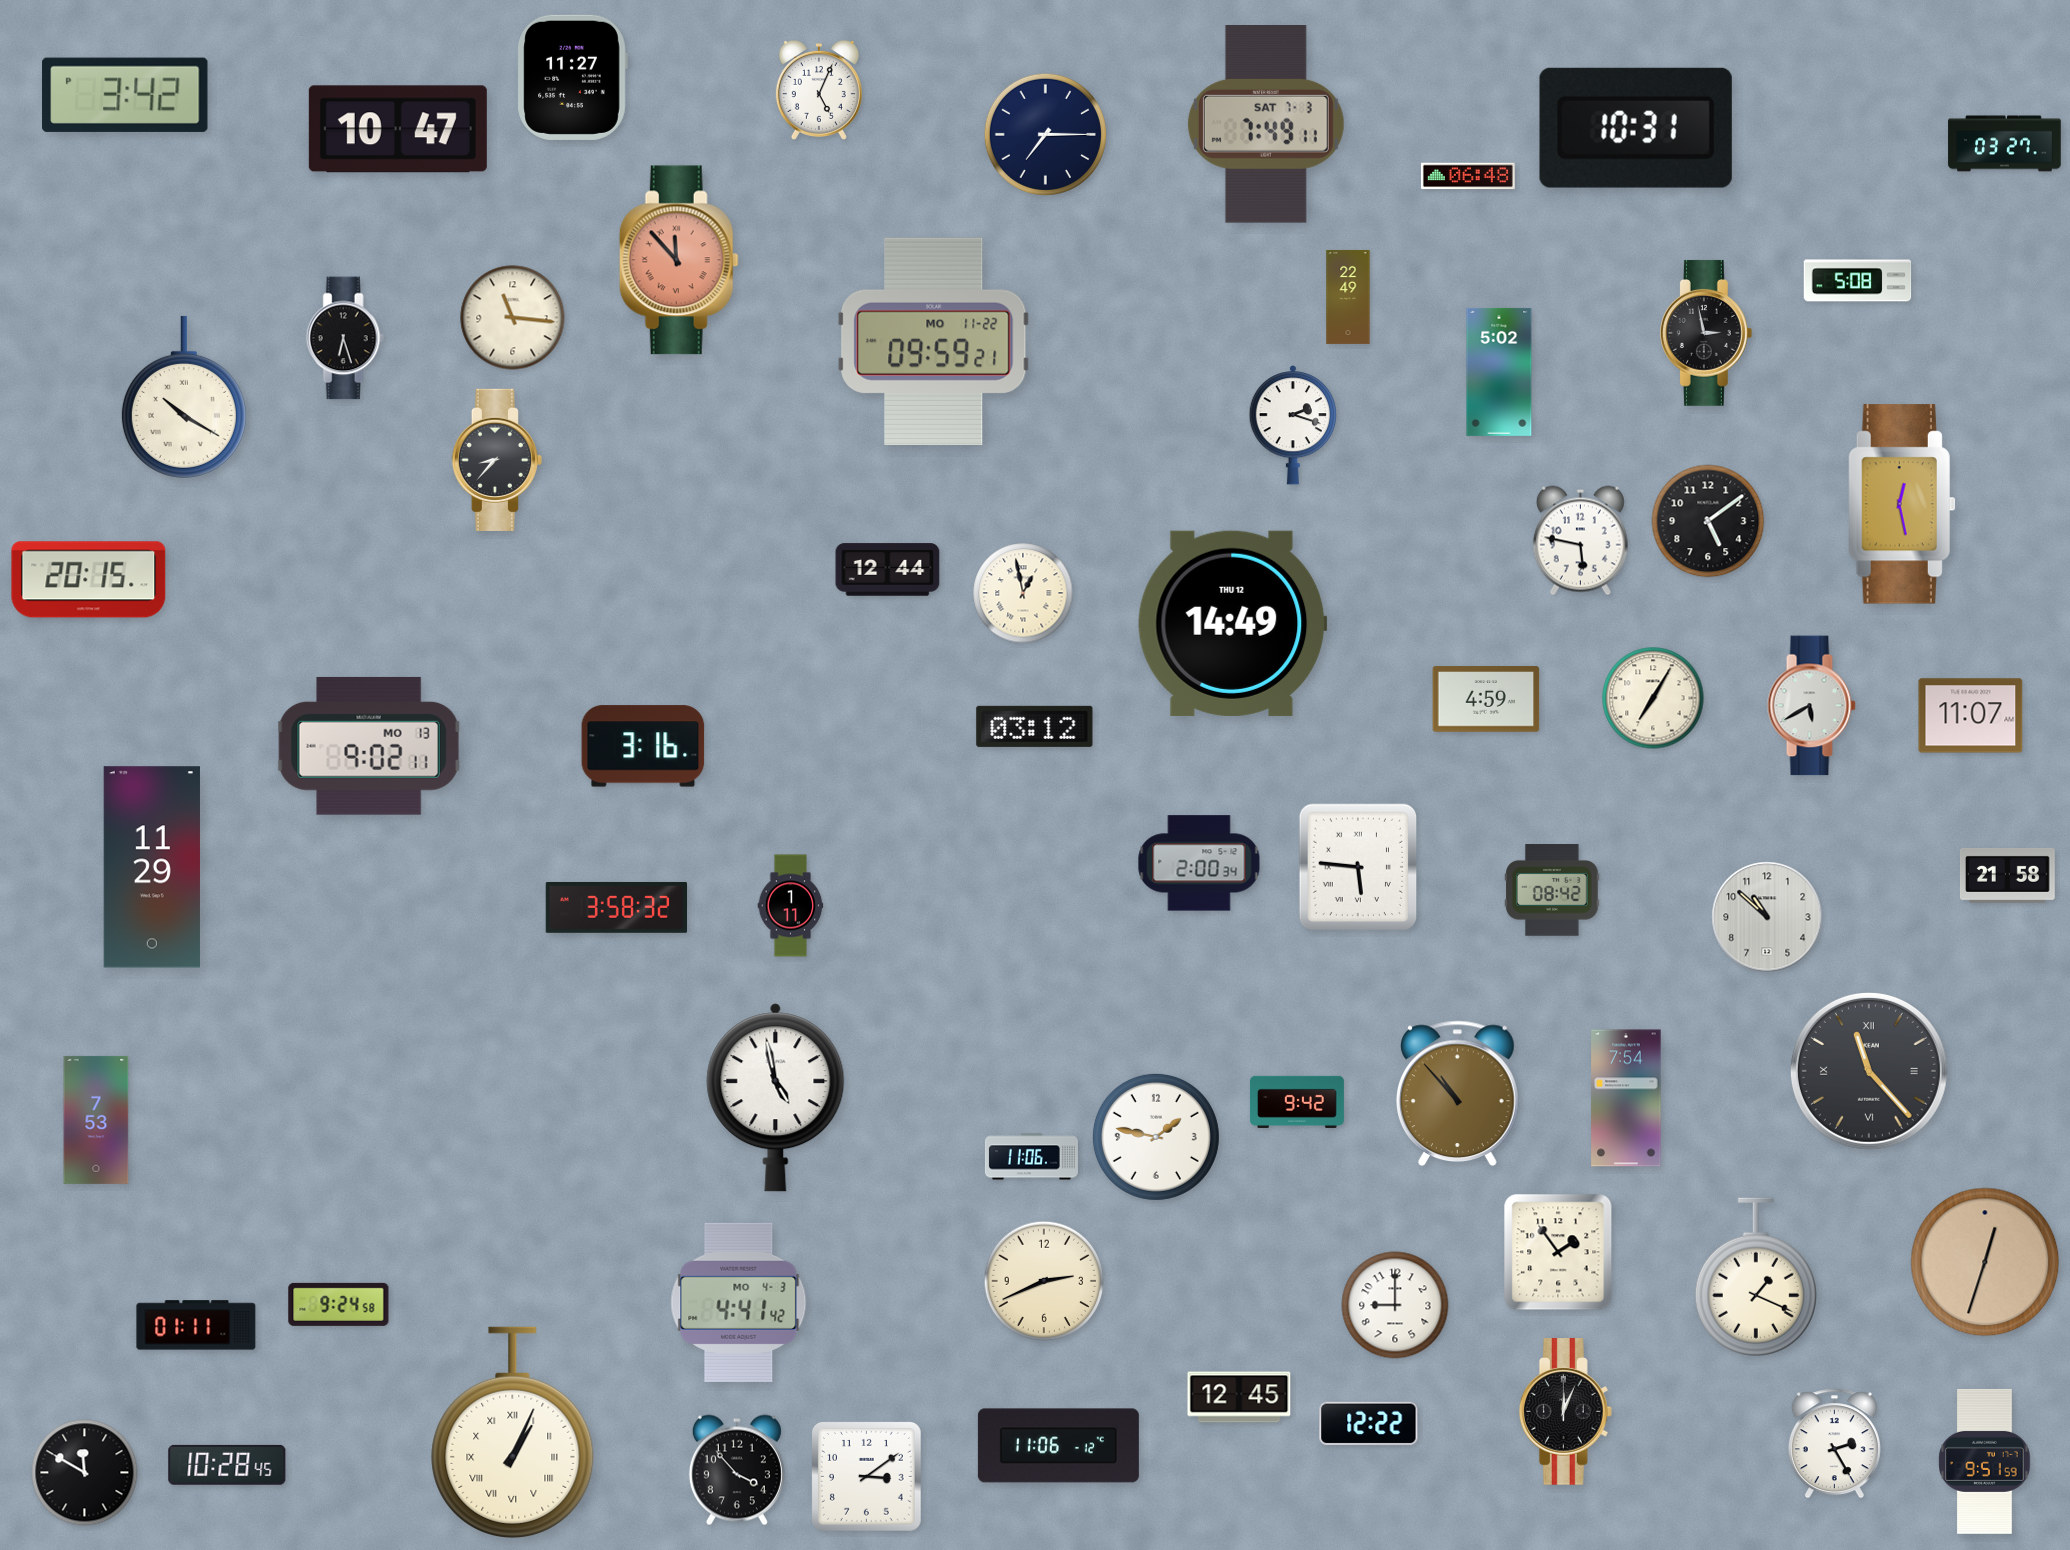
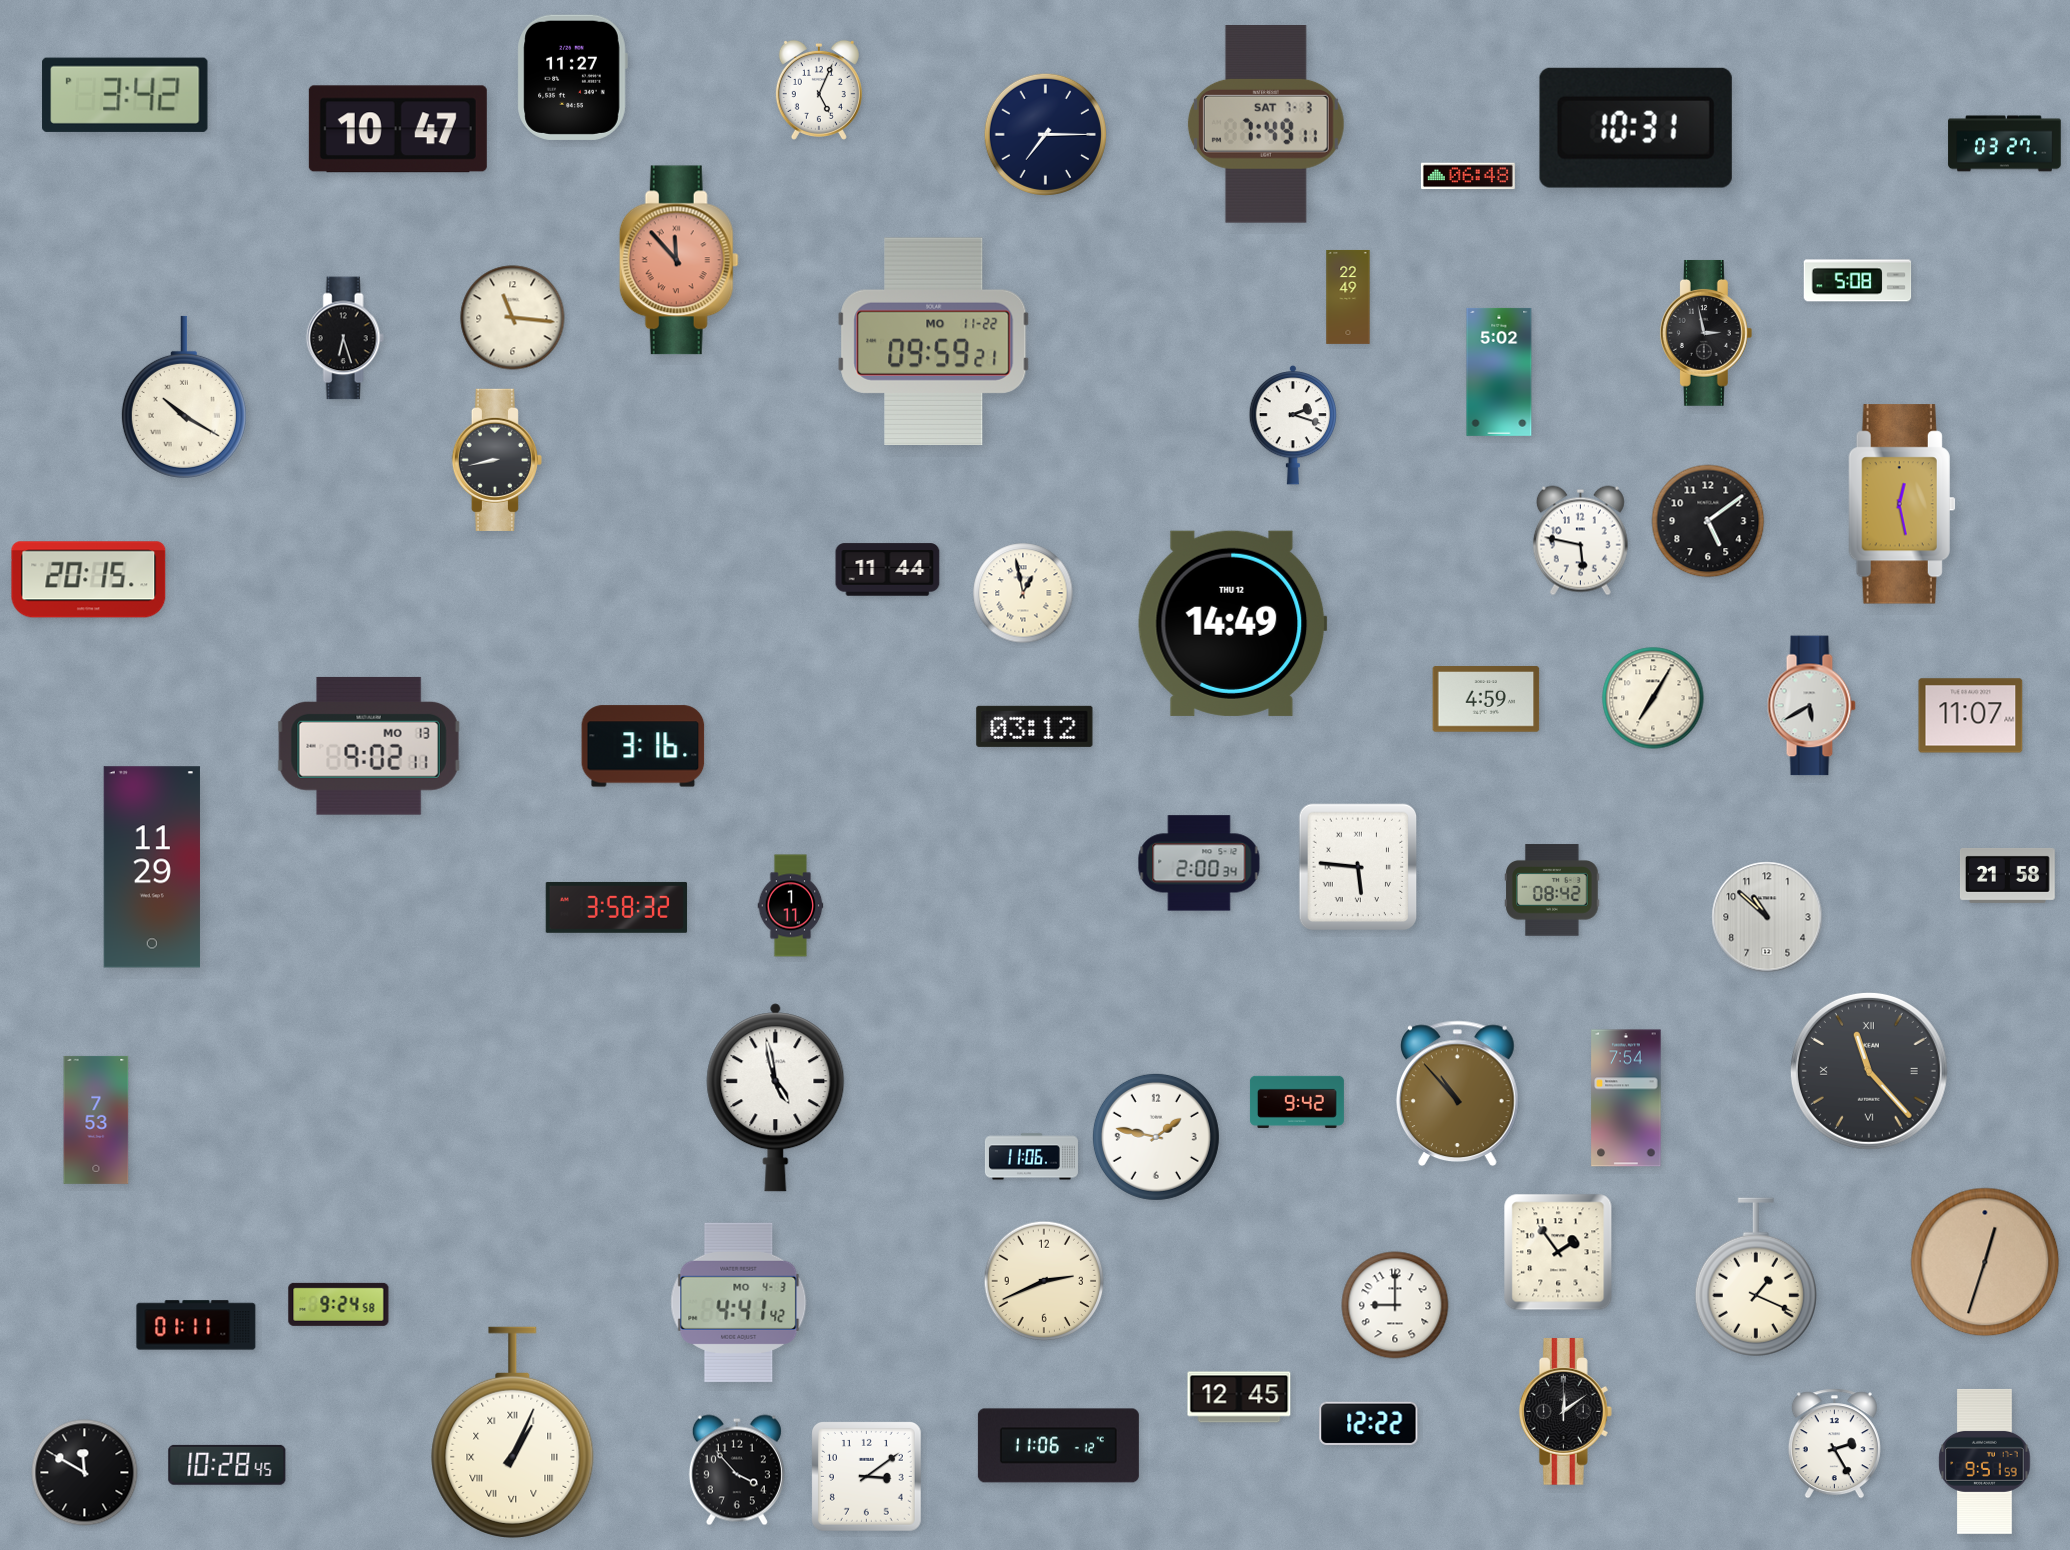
clock at (497, 460): 8:37 -> 8:43
clock at (888, 570): 12:44 -> 11:44
clock at (1565, 1412): 12:04 -> 12:09
